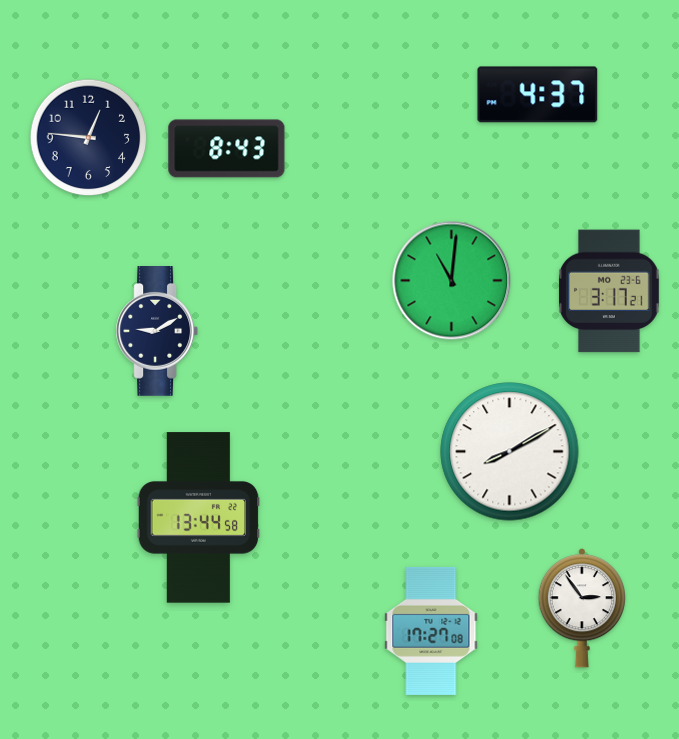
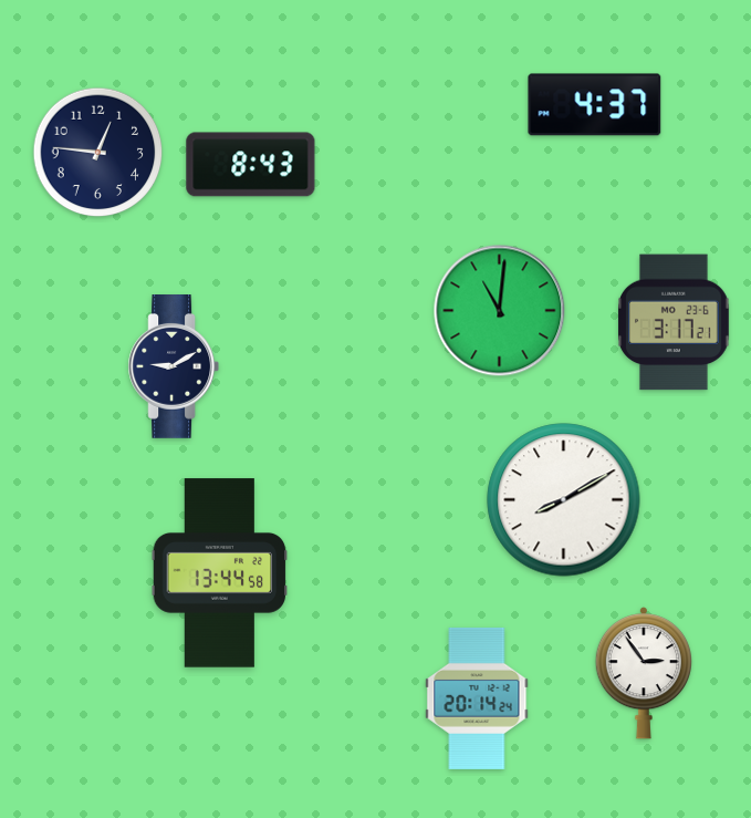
clock at (431, 631): 17:27 -> 20:14
